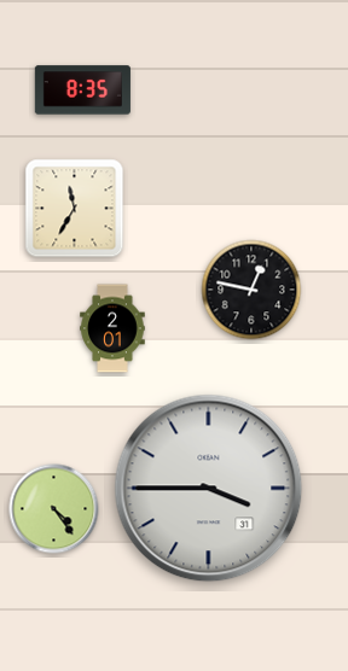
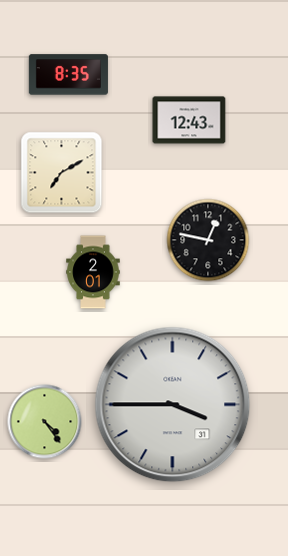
clock at (189, 120): none -> 12:43
clock at (75, 209): 11:35 -> 7:10
